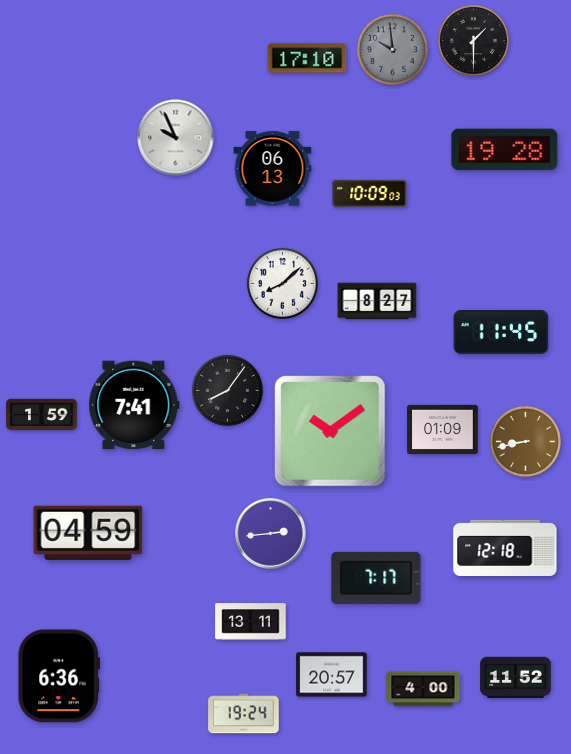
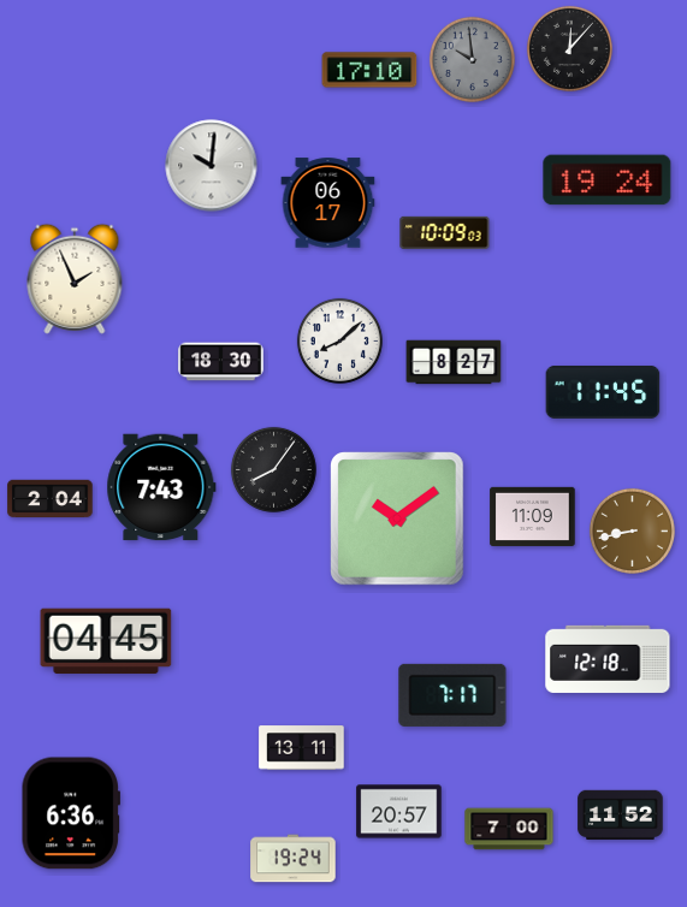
clock at (473, 40): 1:30 -> 12:07
clock at (176, 138): 9:56 -> 10:01
clock at (505, 150): 19:28 -> 19:24
clock at (273, 169): 06:13 -> 06:17
clock at (75, 279): none -> 1:56
clock at (221, 362): none -> 18:30
clock at (501, 332) position: (501, 332) -> (603, 392)
clock at (134, 405): 7:41 -> 7:43
clock at (42, 415): 1:59 -> 2:04
clock at (443, 429): 01:09 -> 11:09
clock at (88, 533): 04:59 -> 04:45
clock at (271, 534): 2:44 -> none
clock at (423, 689): 4:00 -> 7:00
